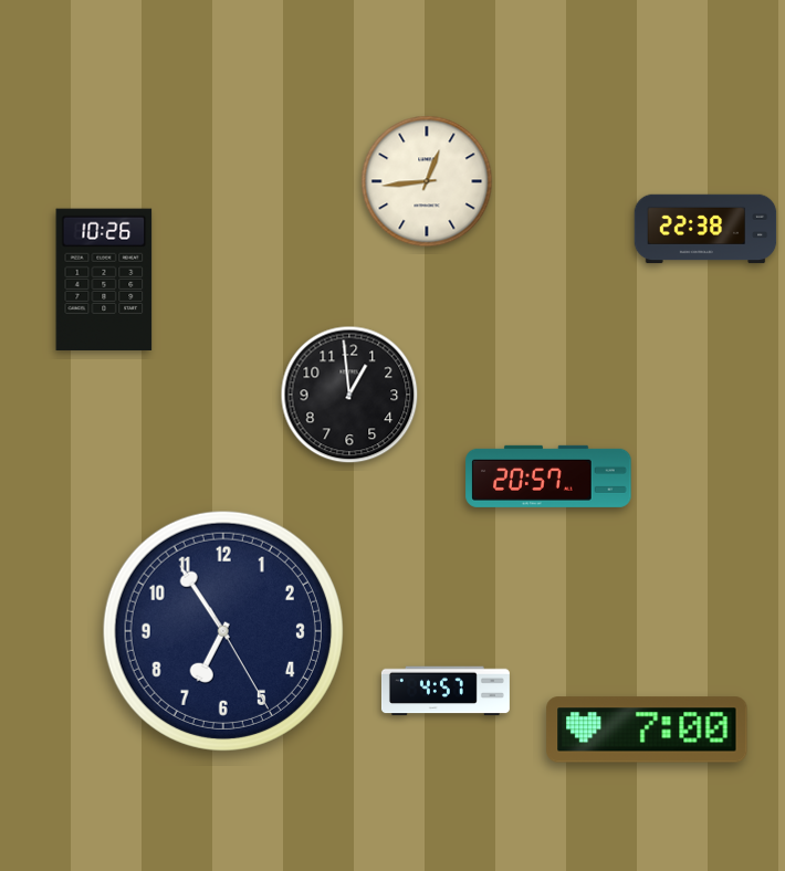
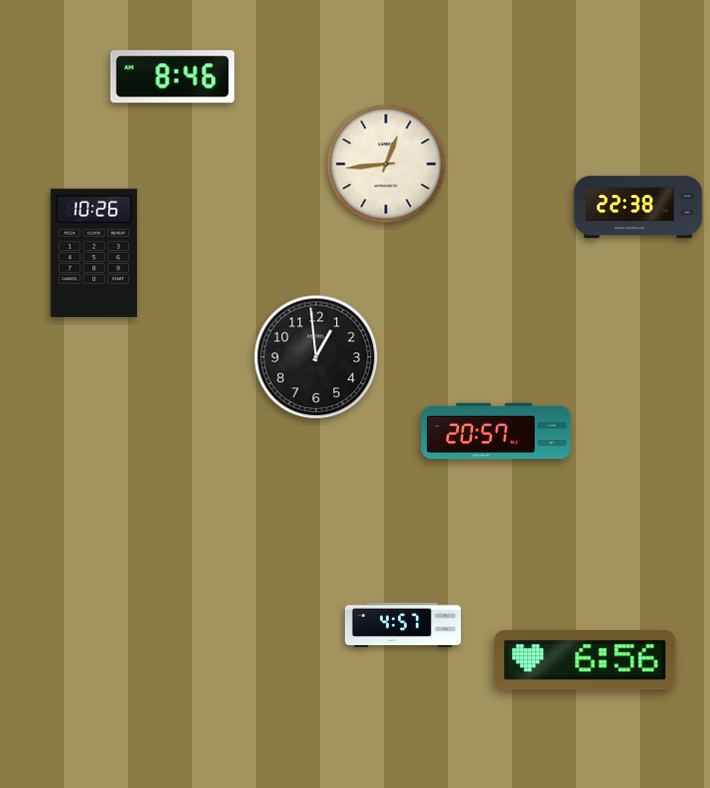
clock at (173, 77): none -> 8:46
clock at (223, 631): 6:54 -> none
clock at (647, 730): 7:00 -> 6:56
